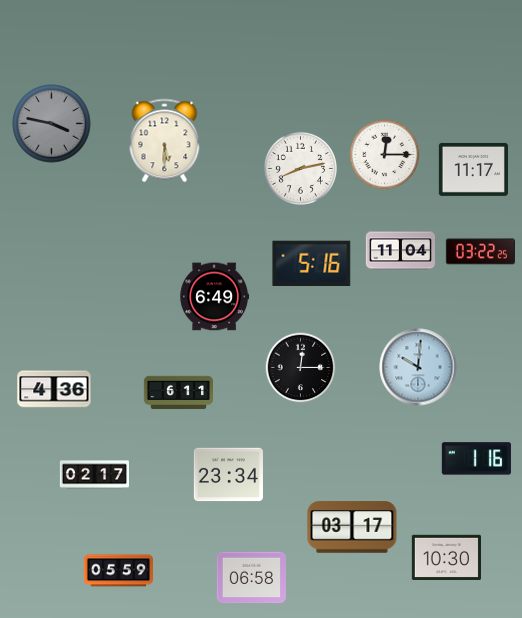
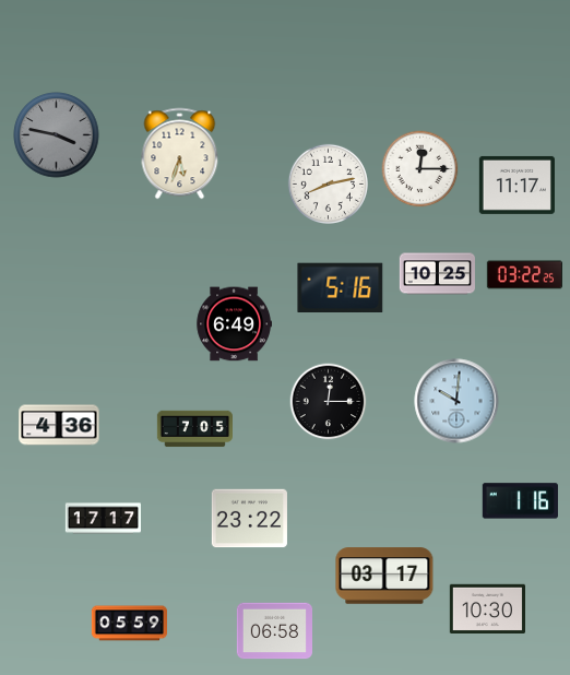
clock at (165, 141): 5:30 -> 5:33
clock at (400, 251): 11:04 -> 10:25
clock at (178, 393): 6:11 -> 7:05
clock at (94, 475): 02:17 -> 17:17
clock at (228, 475): 23:34 -> 23:22
